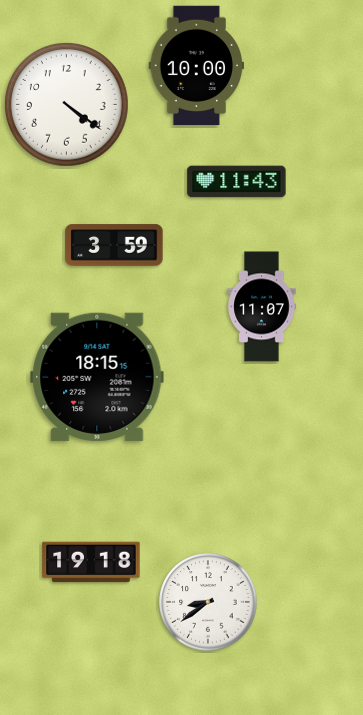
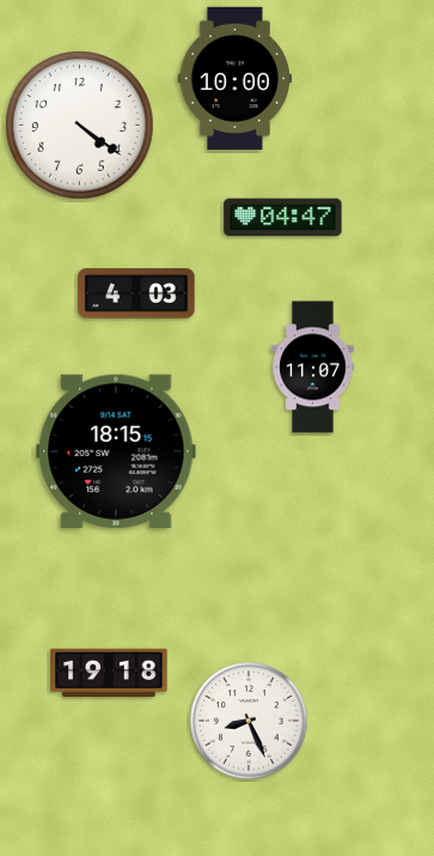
clock at (237, 182): 11:43 -> 04:47
clock at (114, 245): 3:59 -> 4:03
clock at (208, 602): 8:39 -> 8:26
